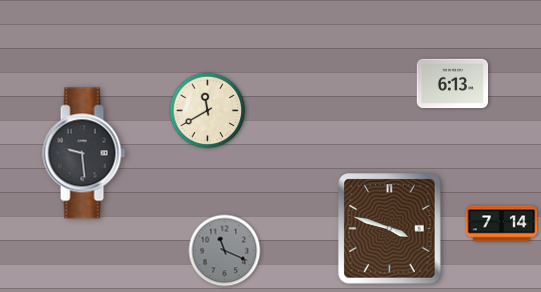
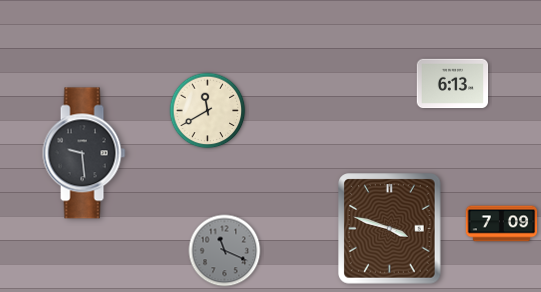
clock at (502, 224): 7:14 -> 7:09
